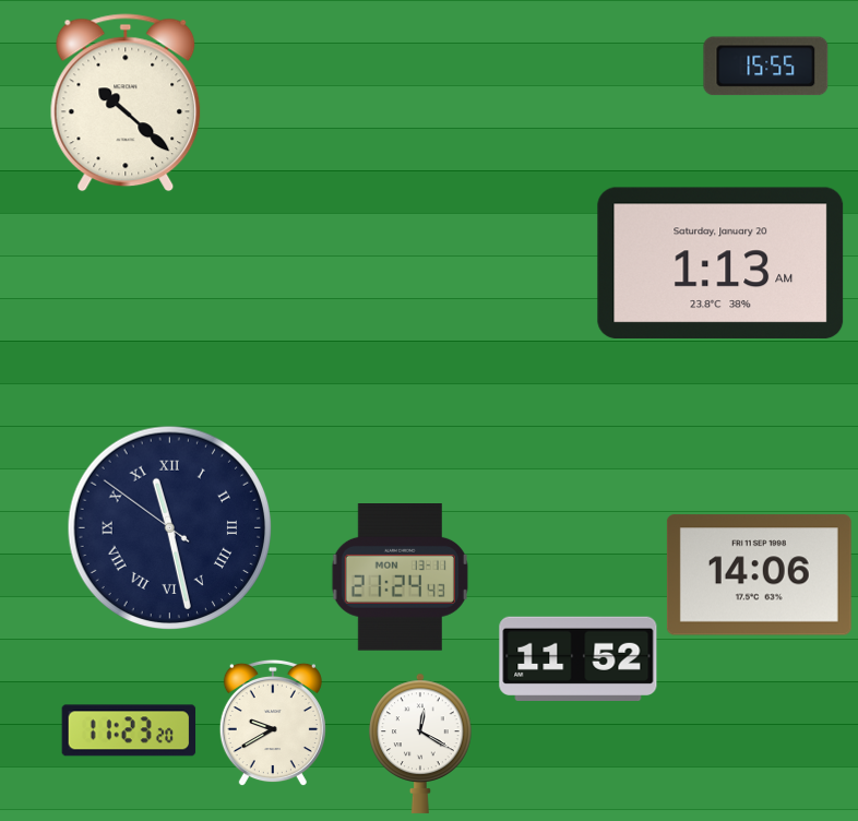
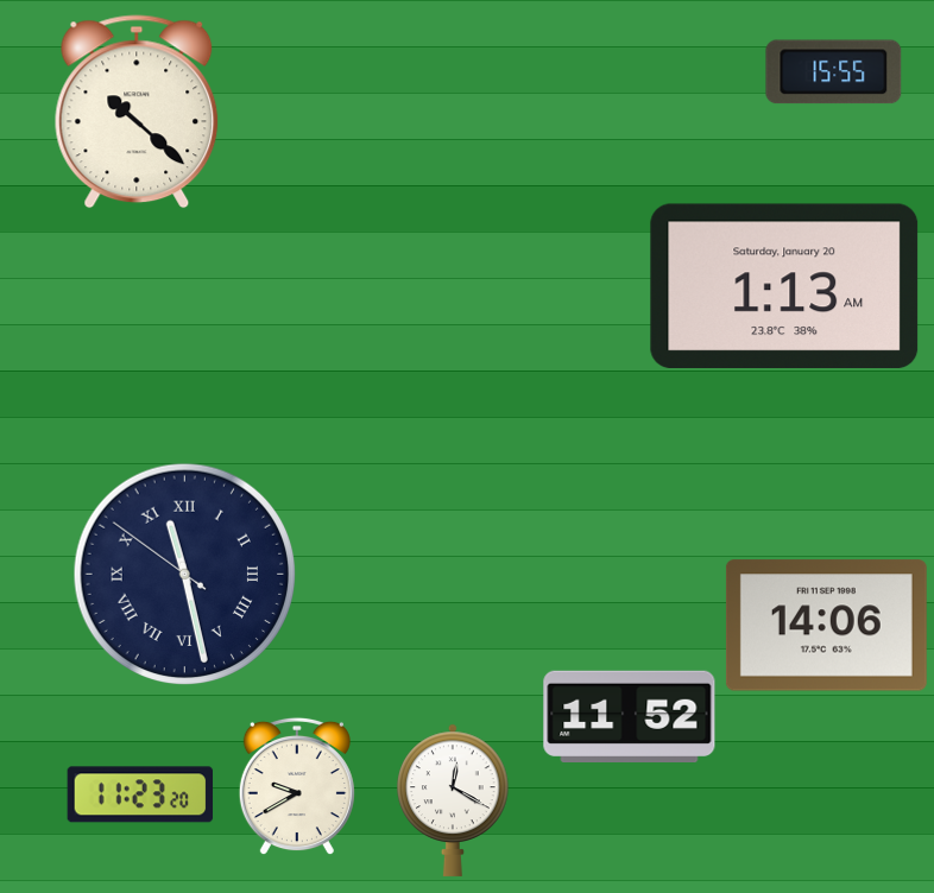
clock at (400, 578): 21:24 -> none
clock at (420, 743) position: (420, 743) -> (453, 800)
